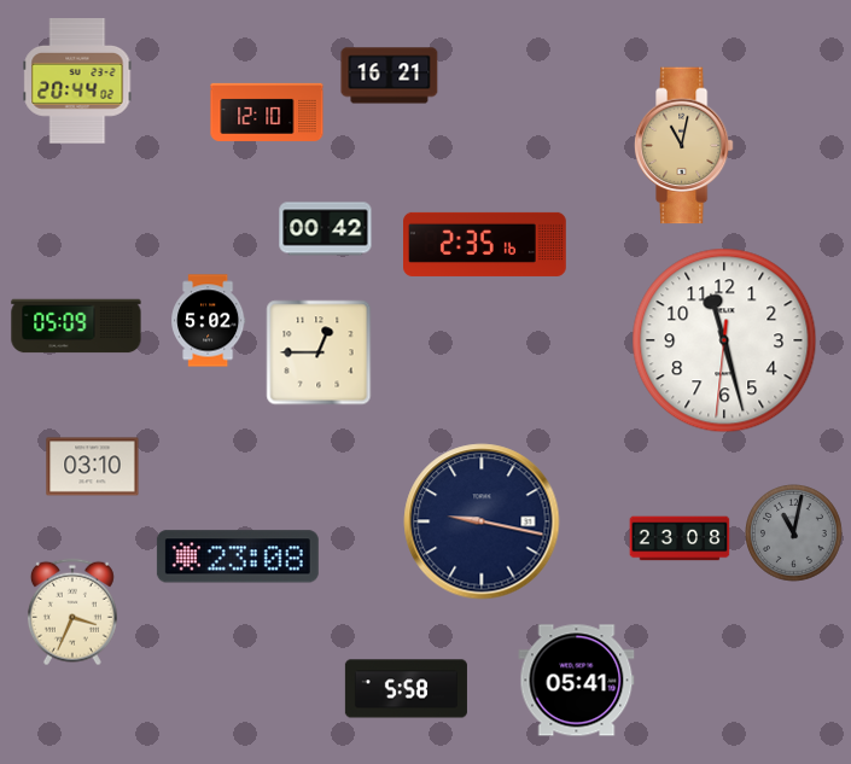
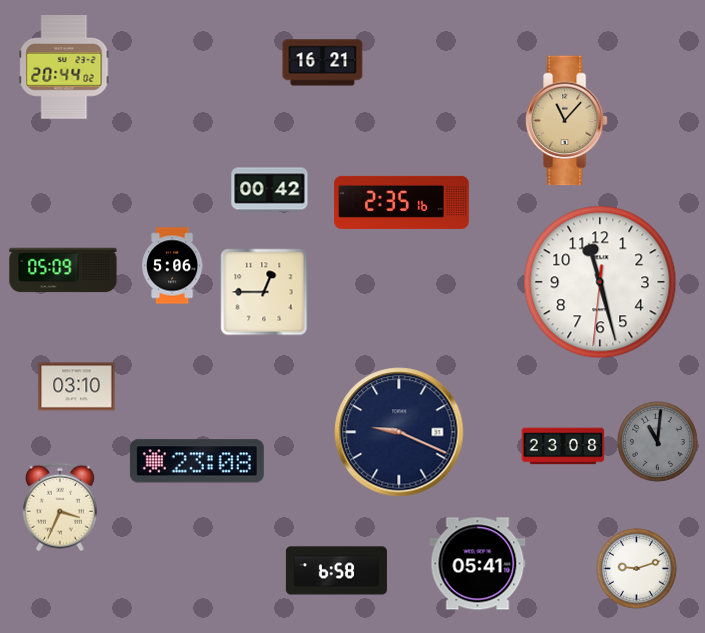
clock at (267, 112): 12:10 -> none
clock at (683, 146): 11:02 -> 11:07
clock at (209, 321): 5:02 -> 5:06
clock at (482, 521): 9:17 -> 9:19
clock at (794, 533): 11:02 -> 11:01
clock at (637, 569): none -> 9:12
clock at (406, 689): 5:58 -> 6:58
